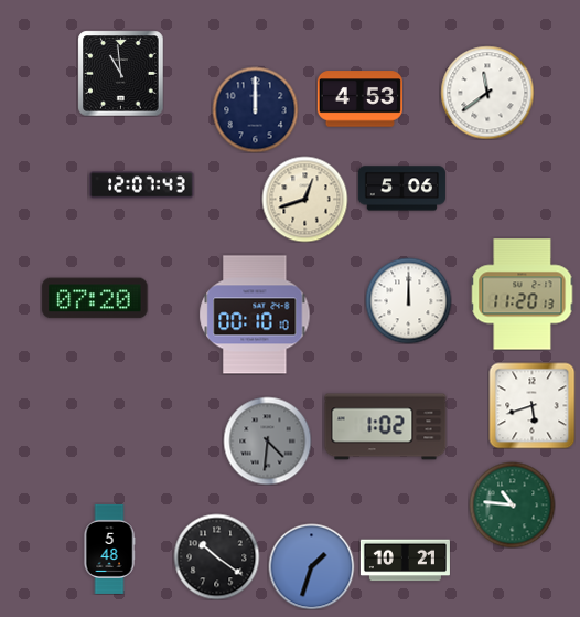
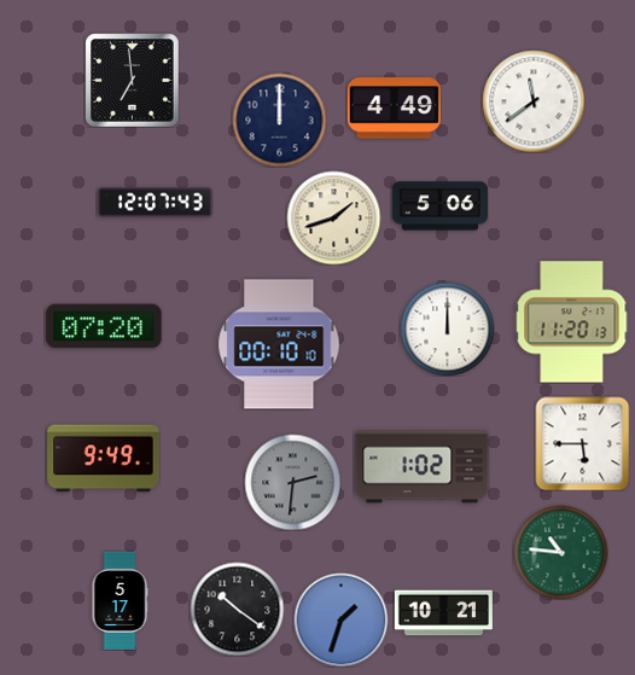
clock at (120, 73): 10:59 -> 6:59
clock at (359, 99): 4:53 -> 4:49
clock at (304, 199): 12:42 -> 1:42
clock at (531, 405): 5:42 -> 5:45
clock at (104, 459): none -> 9:49
clock at (267, 440): 4:31 -> 2:31
clock at (109, 549): 5:48 -> 5:17
